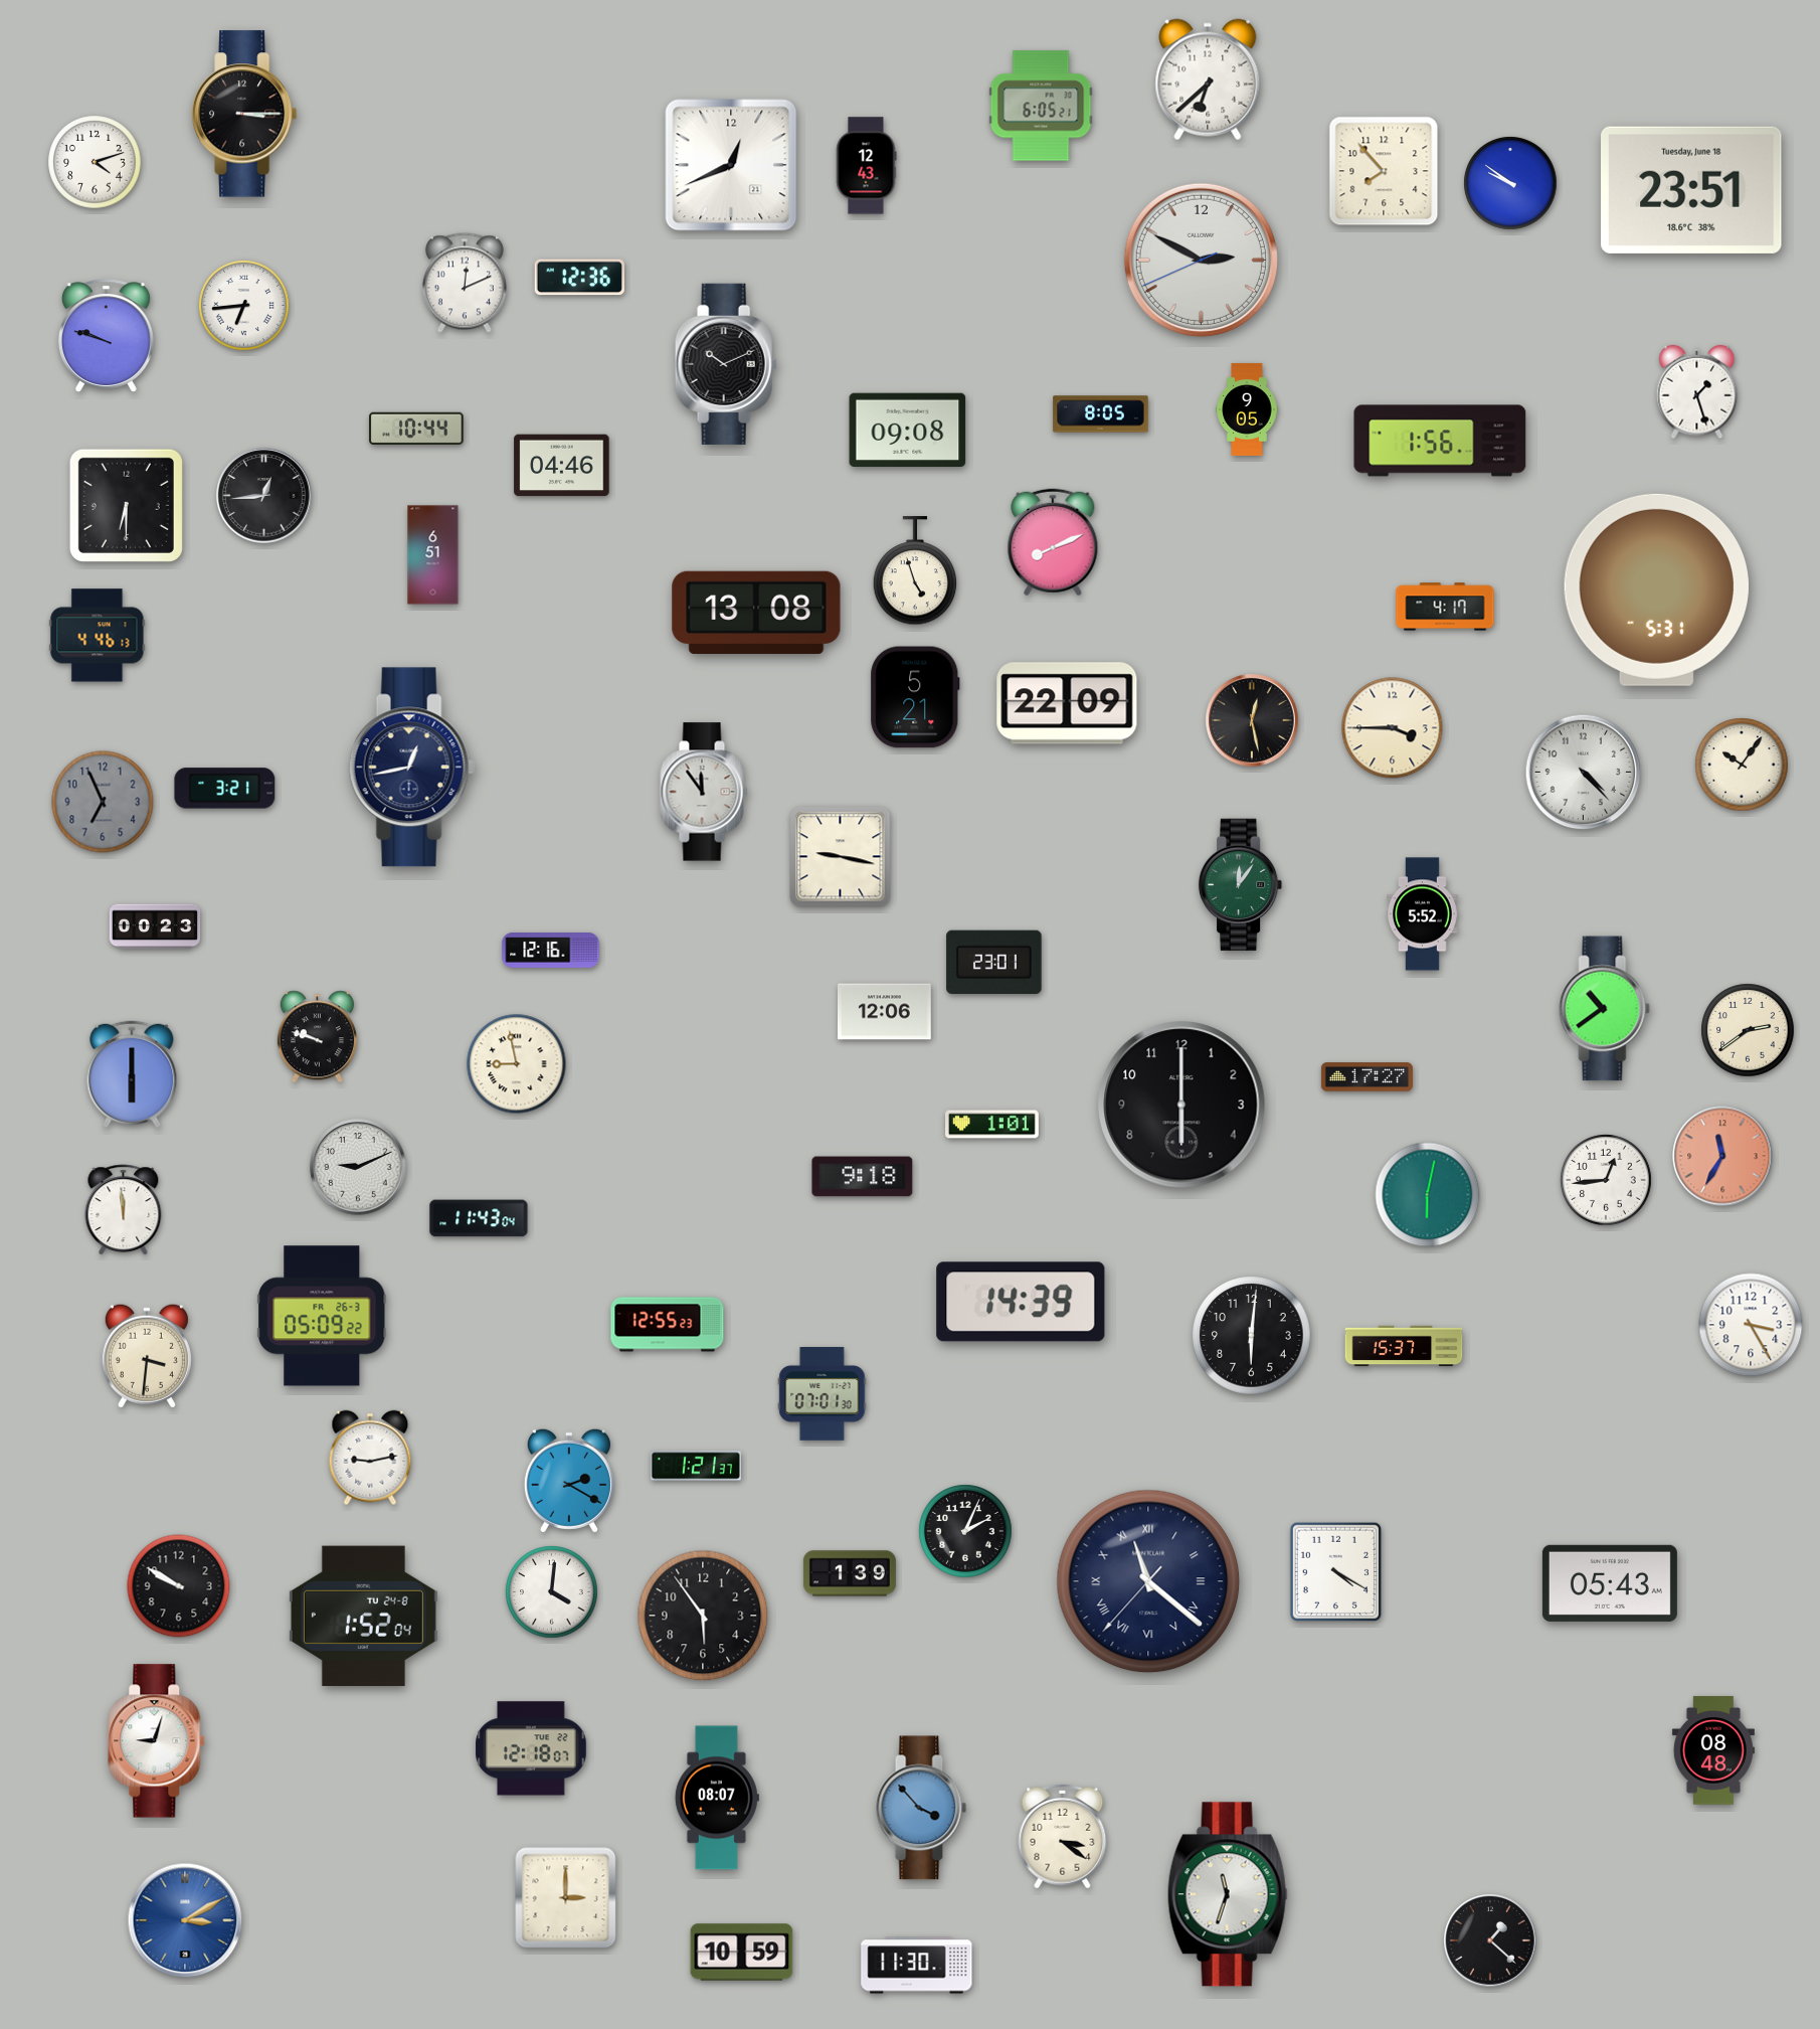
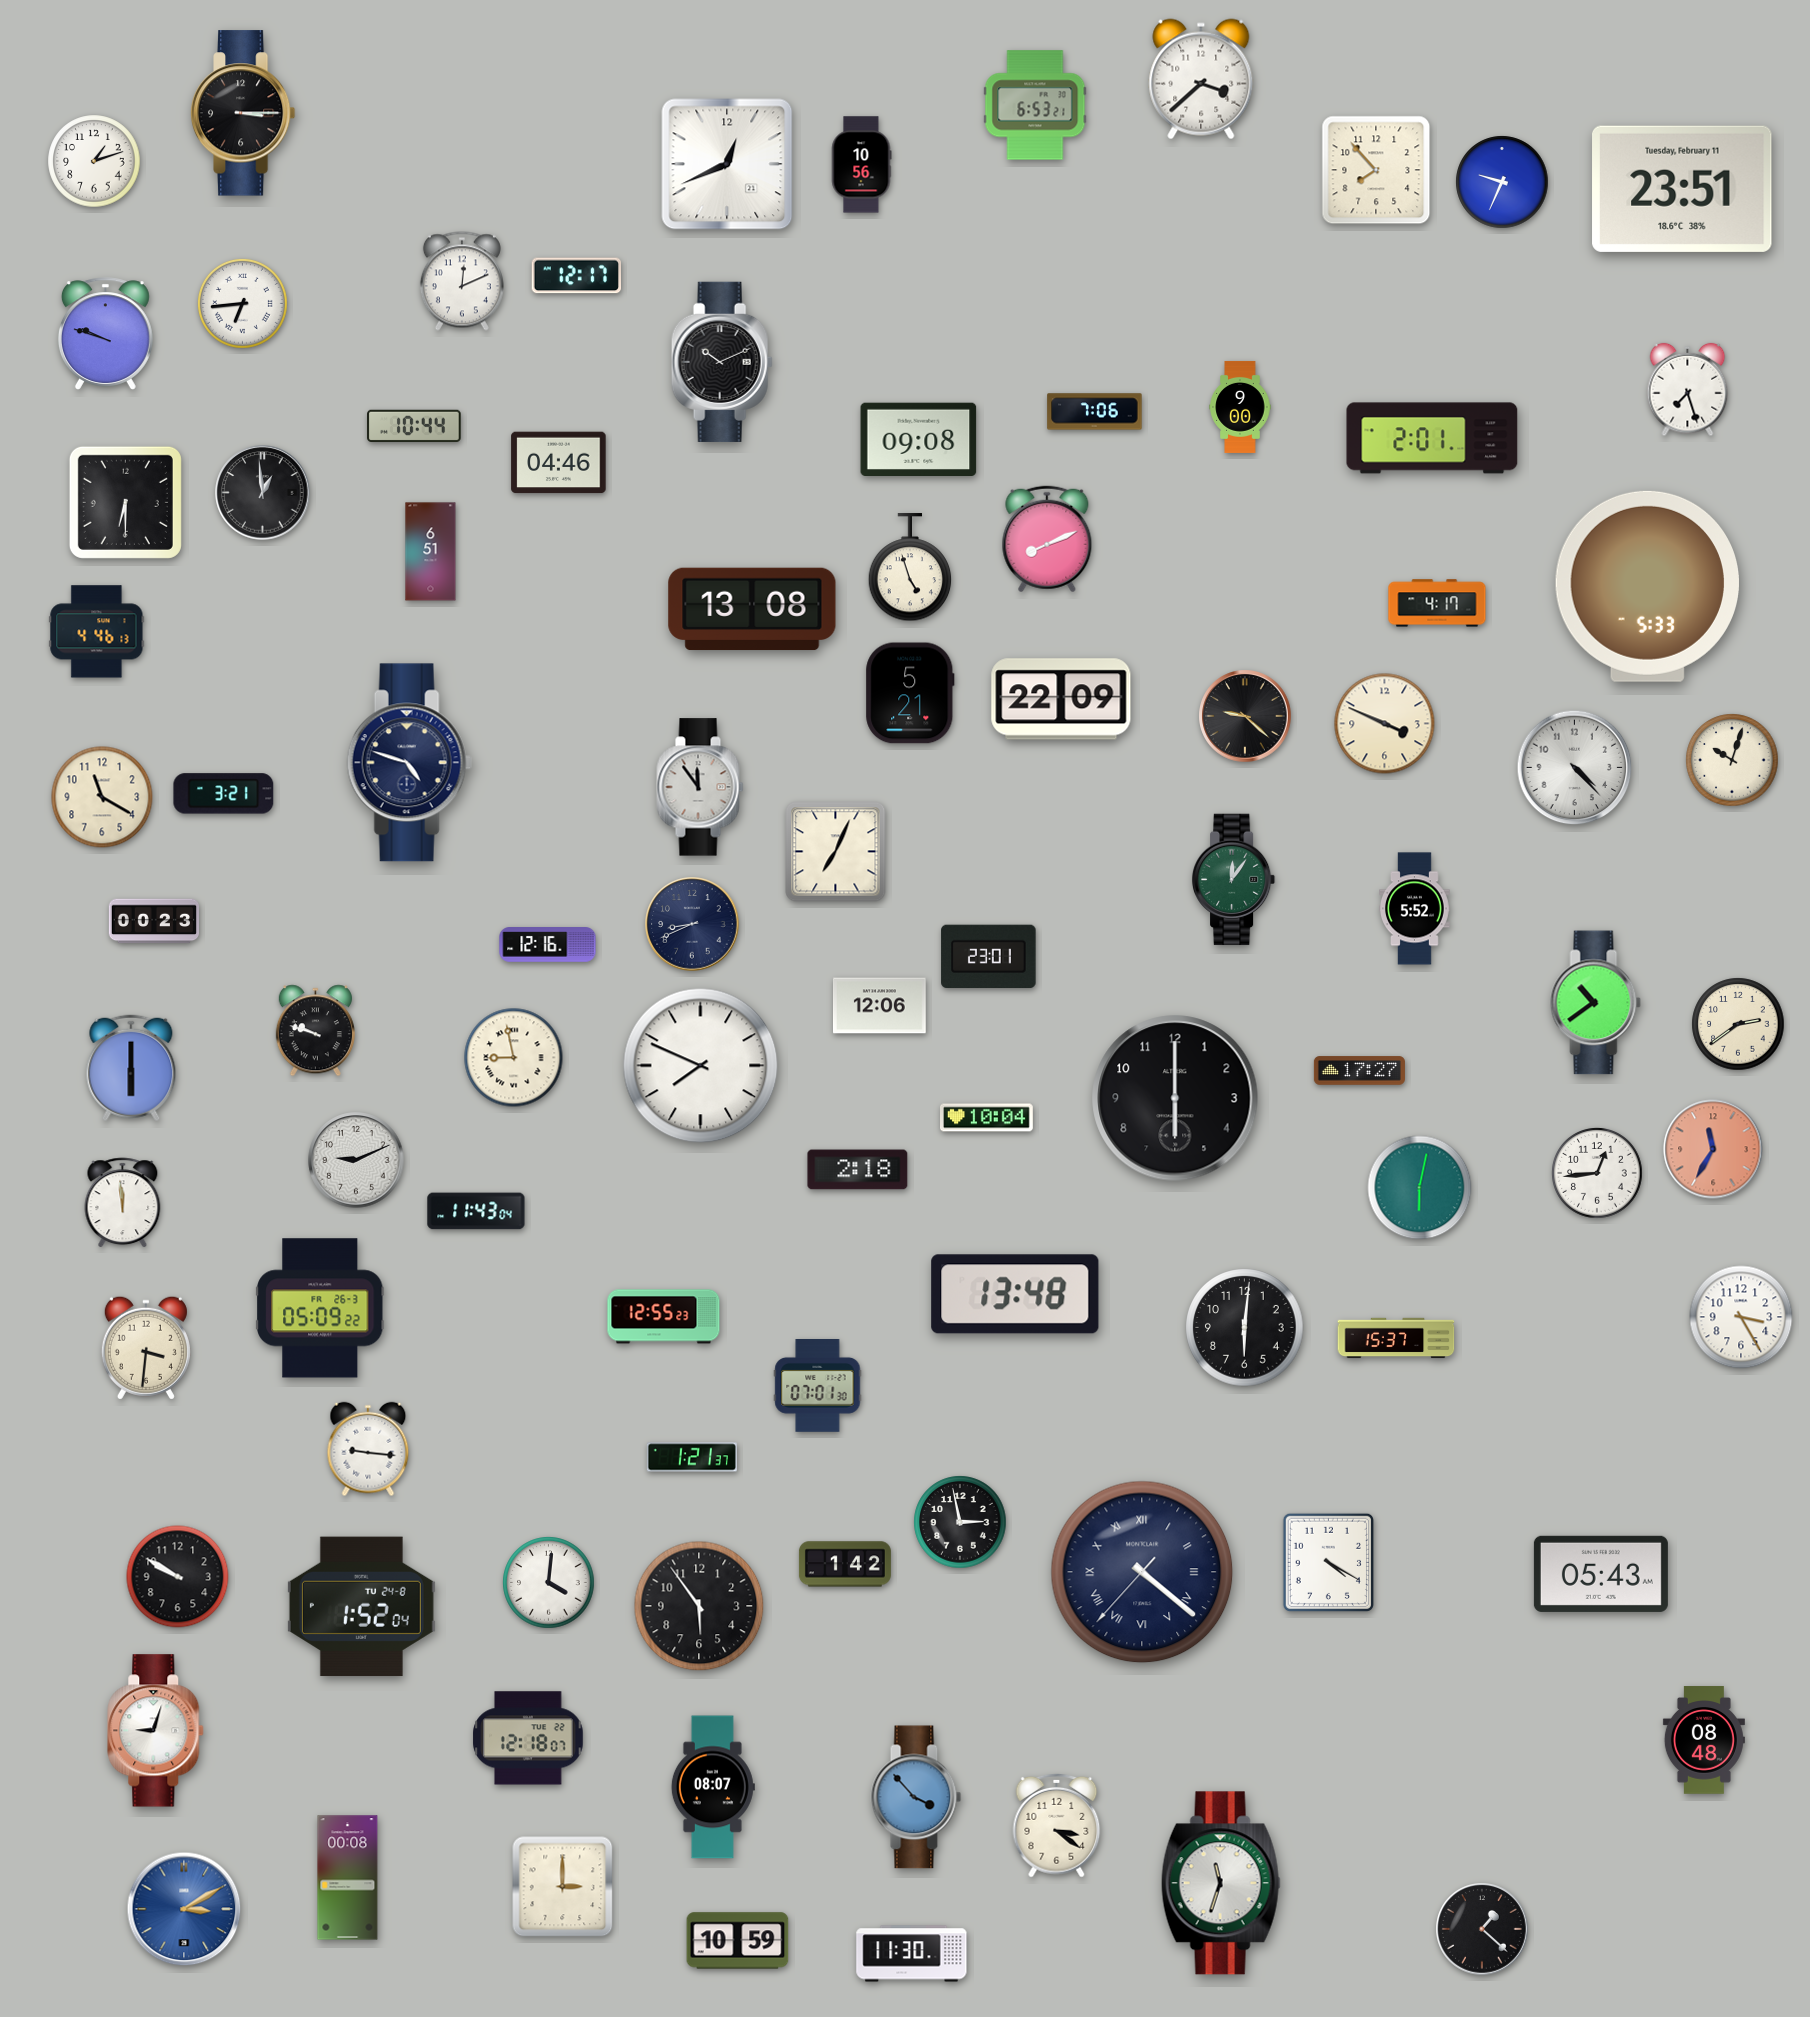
clock at (1208, 79): 6:38 -> 3:38
clock at (1041, 106): 6:05 -> 6:53
clock at (95, 162): 4:12 -> 1:12
clock at (866, 166): 12:43 -> 10:56
clock at (1510, 183): 9:51 -> 9:34
clock at (1691, 190) date: Tuesday, June 18 -> Tuesday, February 11
clock at (1201, 260): 2:49 -> none
clock at (579, 278): 12:36 -> 12:17
clock at (1697, 392): 1:27 -> 7:27
clock at (1247, 409): 9:05 -> 9:00
clock at (1101, 414): 8:05 -> 7:06
clock at (908, 431) position: (908, 431) -> (919, 440)
clock at (1440, 441): 1:56 -> 2:01
clock at (264, 496): 12:44 -> 12:59
clock at (1656, 589): 5:31 -> 5:33
clock at (1252, 720): 12:28 -> 9:22
clock at (1393, 728): 3:45 -> 3:49
clock at (1742, 765): 10:06 -> 10:03
clock at (411, 768): 12:43 -> 4:48
clock at (225, 789) position: (225, 789) -> (224, 794)
clock at (103, 802): 6:56 -> 11:20
clock at (103, 802) dial: grey -> cream
clock at (841, 857): 9:17 -> 7:04
clock at (692, 924): none -> 8:41
clock at (701, 1066): none -> 7:49
clock at (992, 1125): 1:01 -> 10:04
clock at (863, 1177): 9:18 -> 2:18
clock at (1021, 1302): 14:39 -> 13:48
clock at (370, 1458): 9:13 -> 9:16
clock at (569, 1481): 2:20 -> none
clock at (965, 1531): 2:04 -> 2:58
clock at (850, 1573): 1:39 -> 1:42
clock at (1148, 1581): 11:21 -> 4:21
clock at (348, 1878): none -> 00:08
